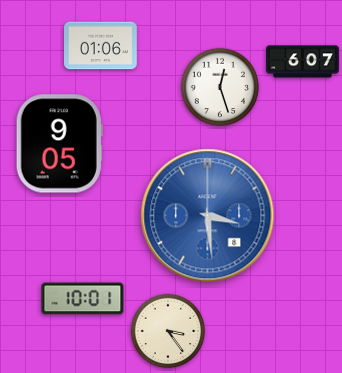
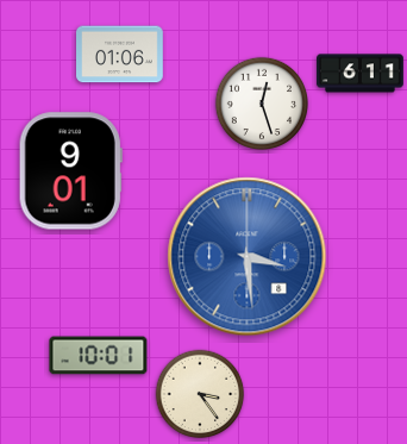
clock at (303, 62): 6:07 -> 6:11
clock at (59, 144): 9:05 -> 9:01
